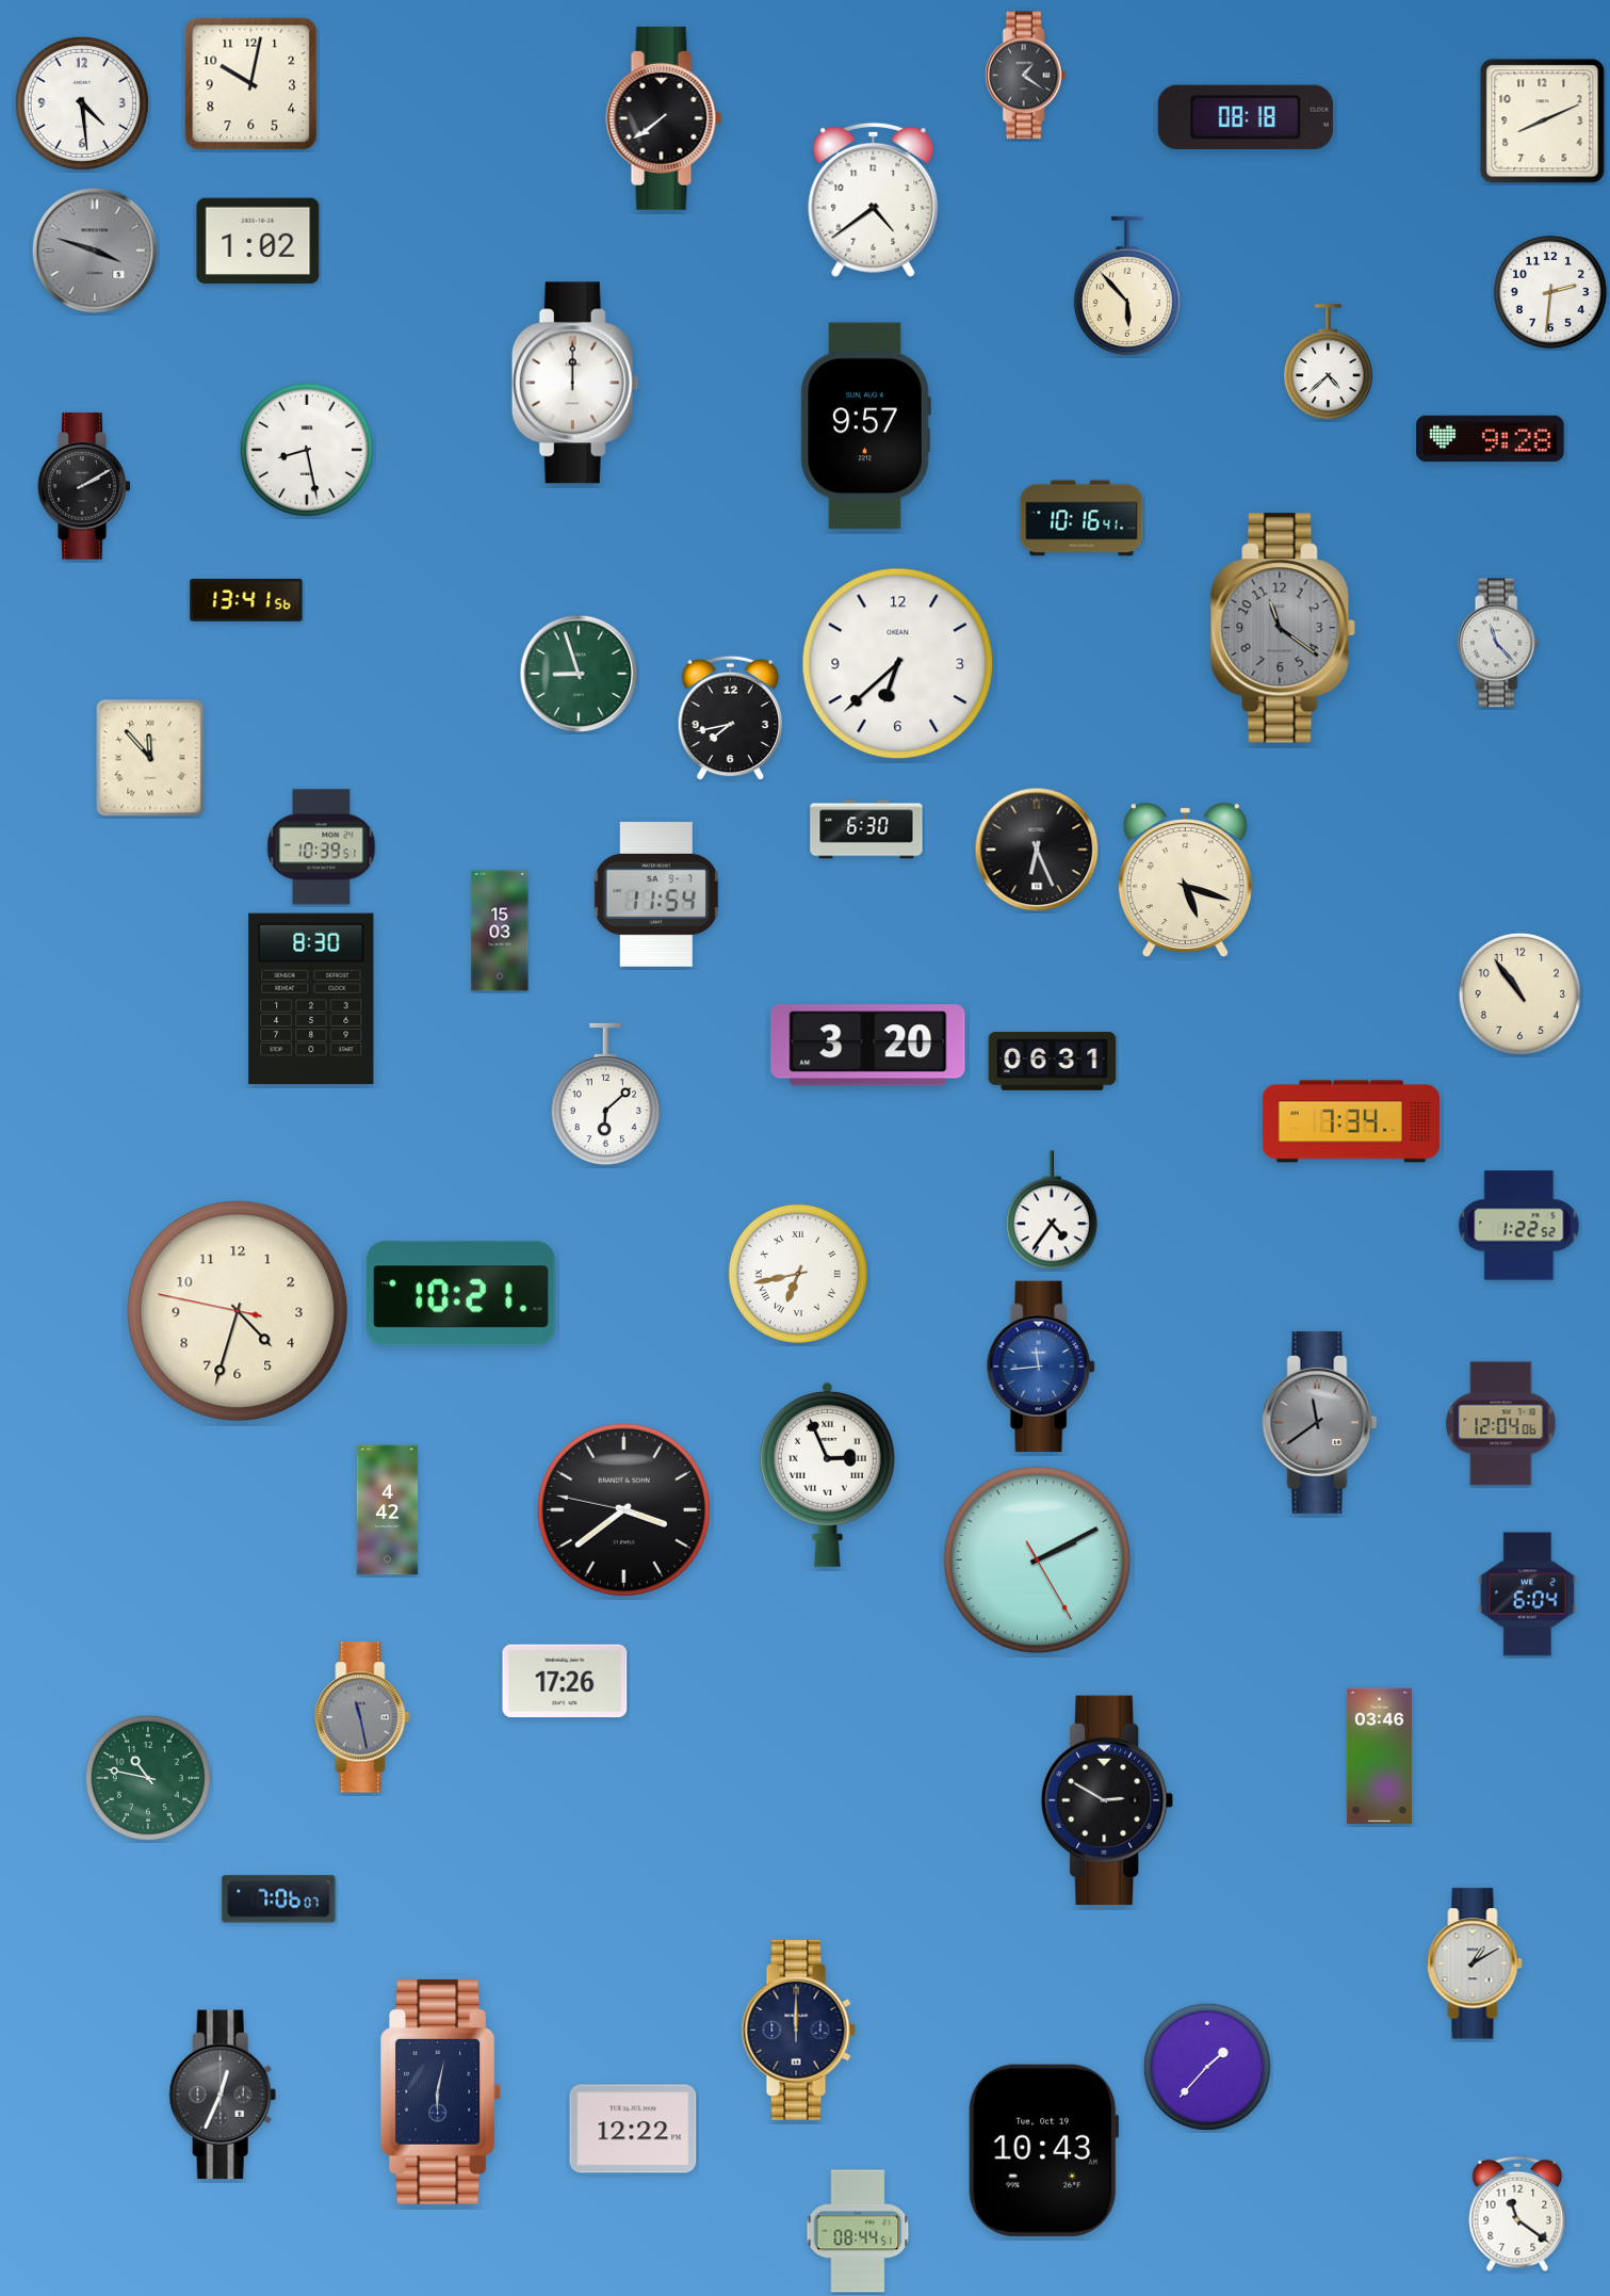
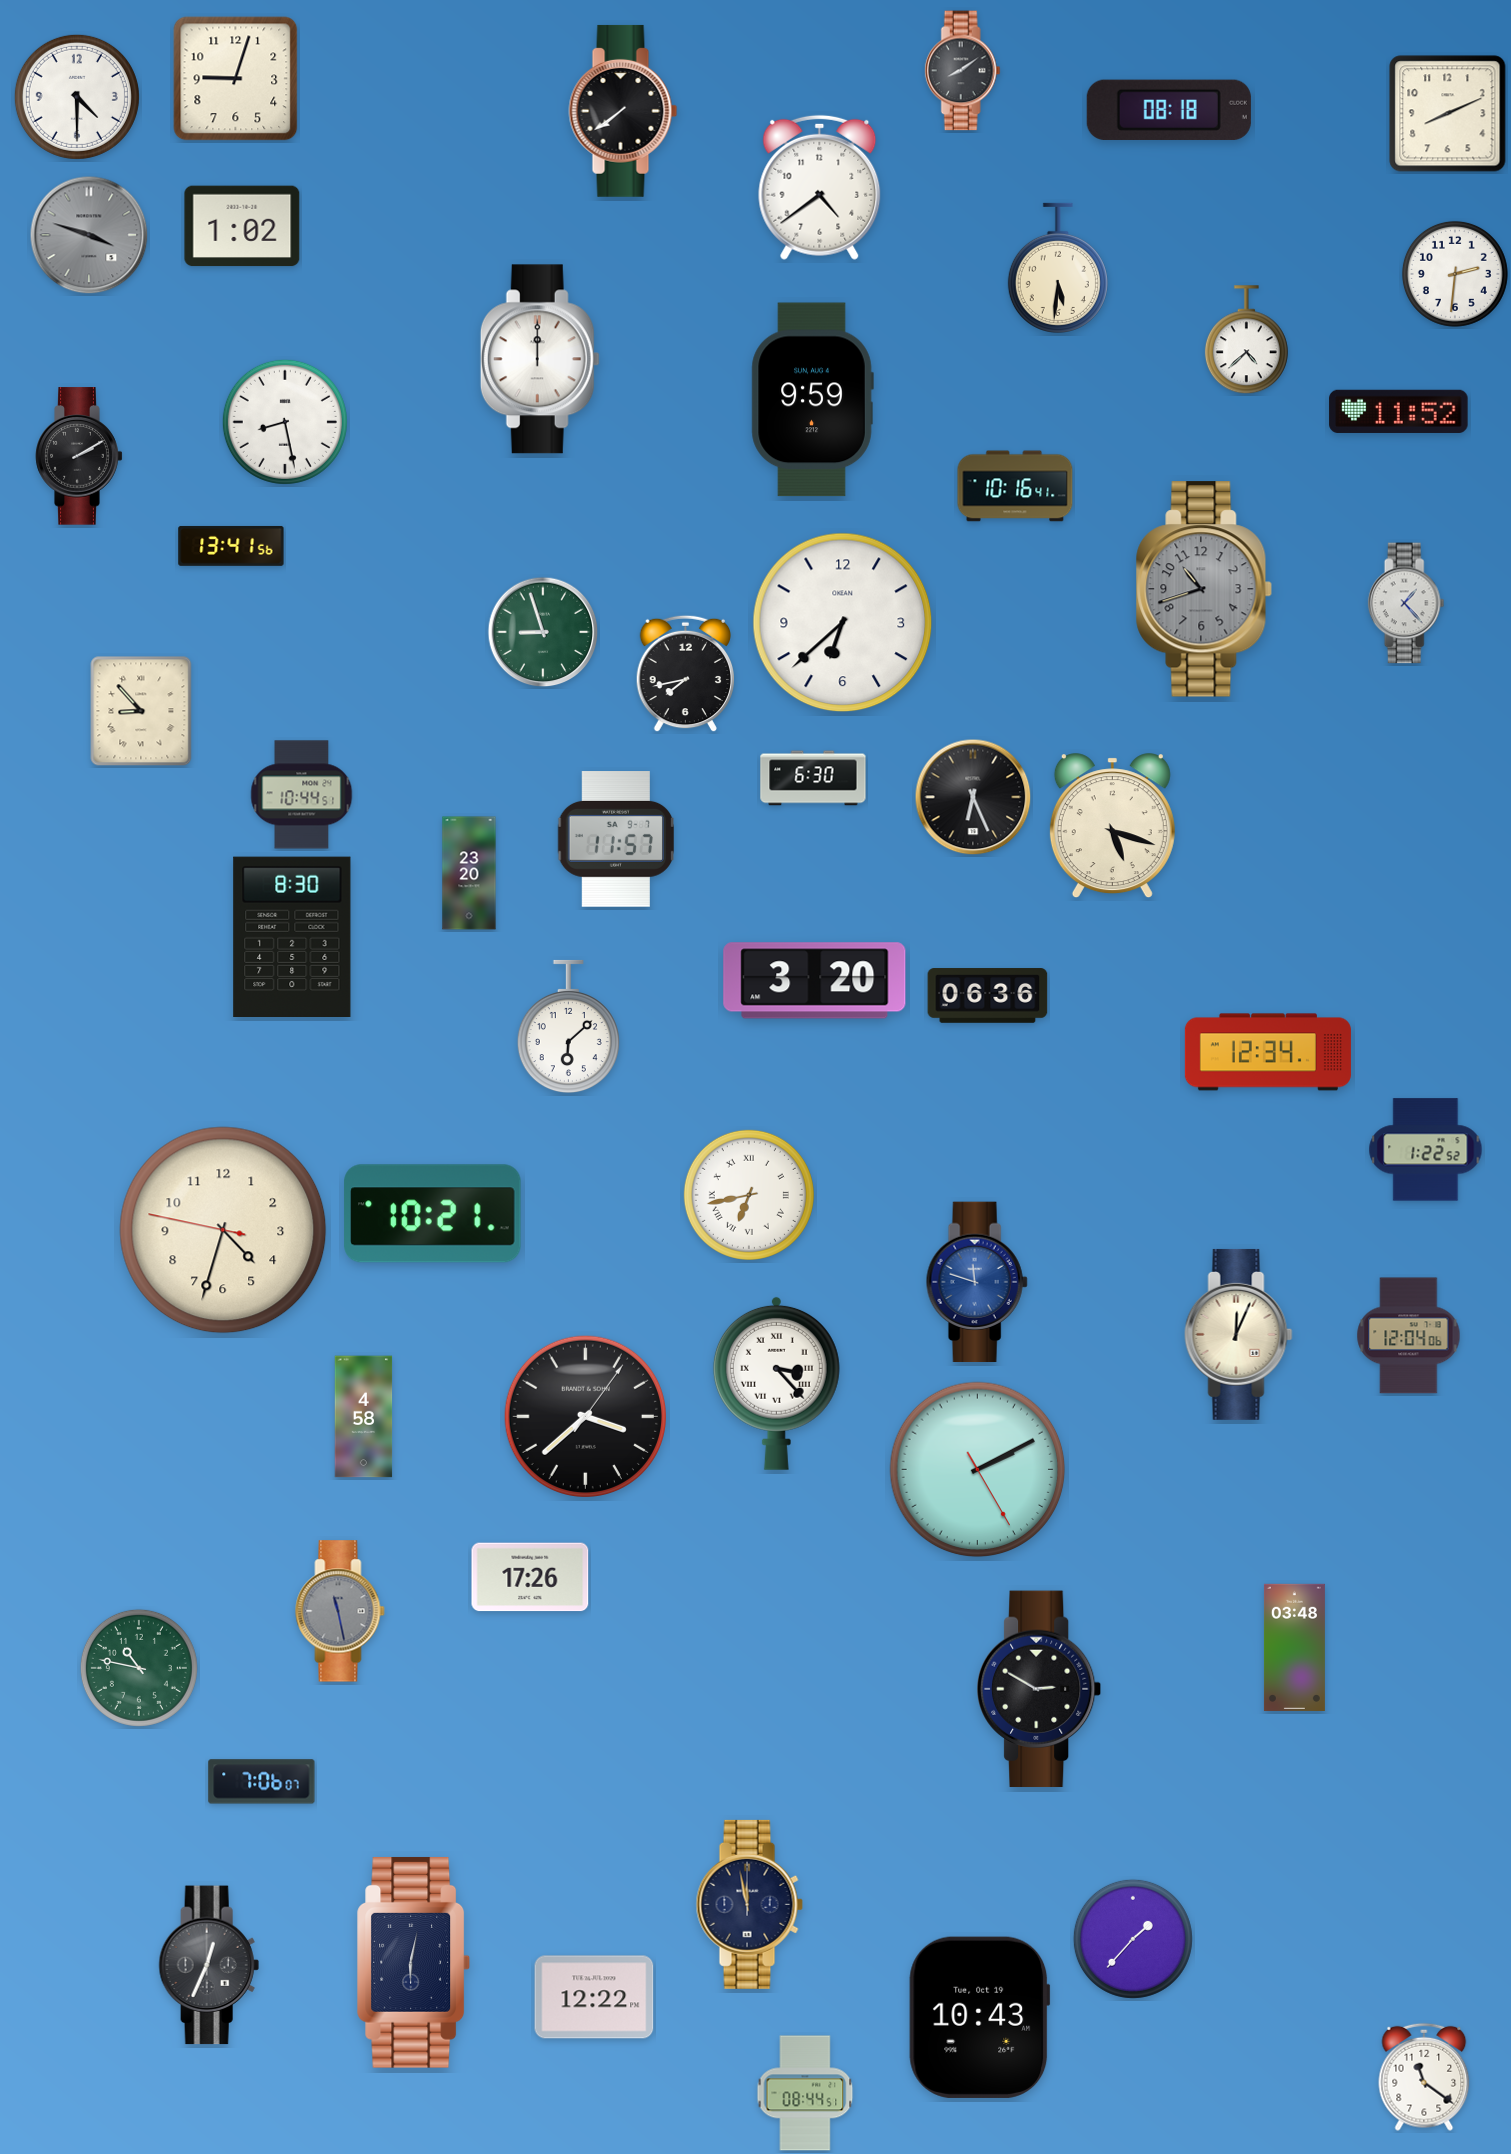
clock at (1025, 76): 1:21 -> 8:09
clock at (251, 84): 10:02 -> 9:03
clock at (82, 103): 4:29 -> 4:30
clock at (1127, 286): 5:53 -> 5:31
clock at (865, 426): 9:57 -> 9:59
clock at (1491, 438): 9:28 -> 11:52
clock at (307, 450) position: (307, 450) -> (285, 422)
clock at (246, 600) position: (246, 600) -> (231, 546)
clock at (1283, 628): 11:21 -> 10:42
clock at (1498, 643): 11:23 -> 1:23
clock at (150, 758): 11:53 -> 8:53
clock at (322, 847): 10:39 -> 10:44
clock at (655, 895): 11:54 -> 11:57
clock at (500, 931): 15:03 -> 23:20
clock at (1519, 993): 10:54 -> none
clock at (1053, 1062): 06:31 -> 06:36
clock at (1351, 1121): 7:34 -> 12:34
clock at (1052, 1211): 4:36 -> none
clock at (1041, 1367): 11:44 -> 11:48
clock at (1320, 1422): 11:39 -> 12:04
clock at (1320, 1422) dial: grey -> cream
clock at (827, 1474): 2:56 -> 3:23
clock at (623, 1509): 3:38:47 -> 3:38:06
clock at (388, 1510): 4:42 -> 4:58
clock at (1038, 1561) position: (1038, 1561) -> (978, 1470)
clock at (1528, 1595): 6:04 -> none
clock at (1379, 1756): 03:46 -> 03:48
clock at (1475, 1963): 1:10 -> none
clock at (798, 2030): 12:00 -> 11:58
